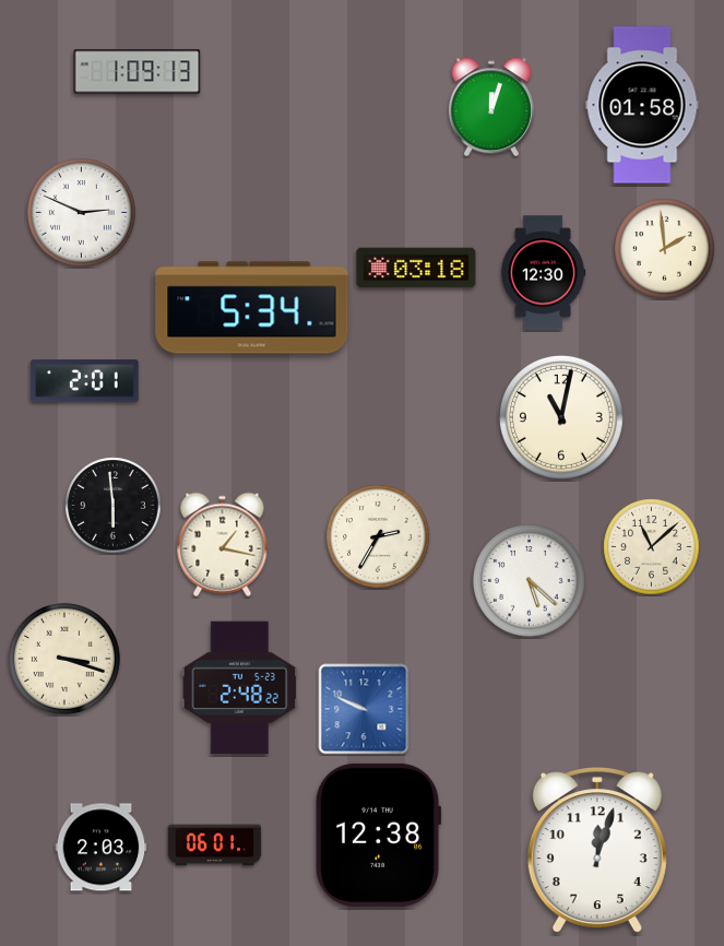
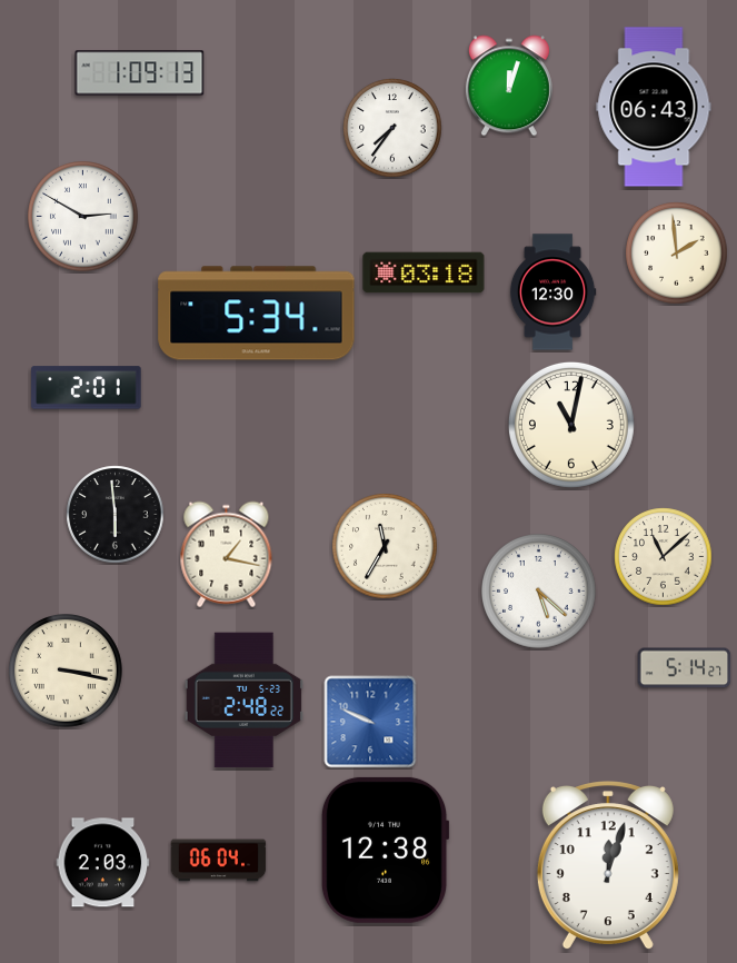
clock at (642, 105): 01:58 -> 06:43
clock at (491, 107) position: (491, 107) -> (509, 86)
clock at (392, 128): none -> 7:36
clock at (82, 213): 2:49 -> 2:50
clock at (543, 273) position: (543, 273) -> (552, 292)
clock at (378, 536): 2:35 -> 11:35
clock at (685, 668): none -> 5:14
clock at (66, 660): 3:18 -> 3:17
clock at (215, 846): 06:01 -> 06:04
